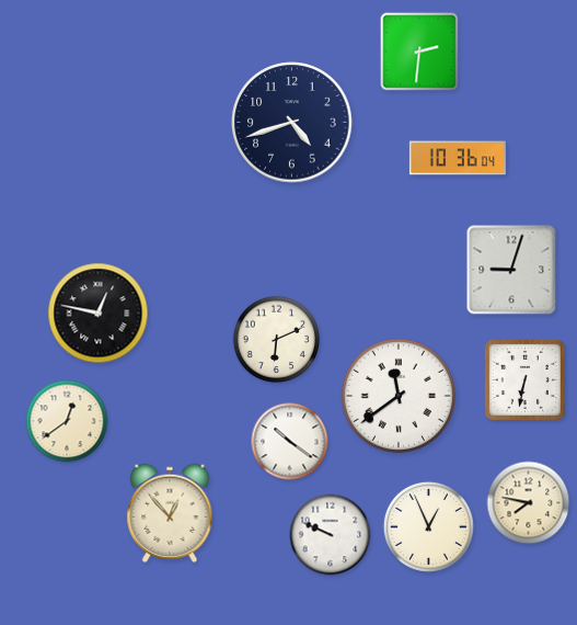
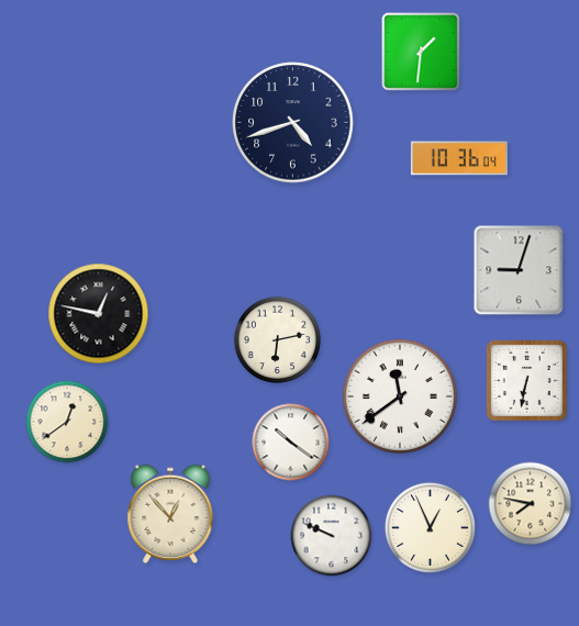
clock at (419, 52): 2:31 -> 1:31
clock at (511, 270) position: (511, 270) -> (519, 270)
clock at (277, 340): 6:11 -> 6:13
